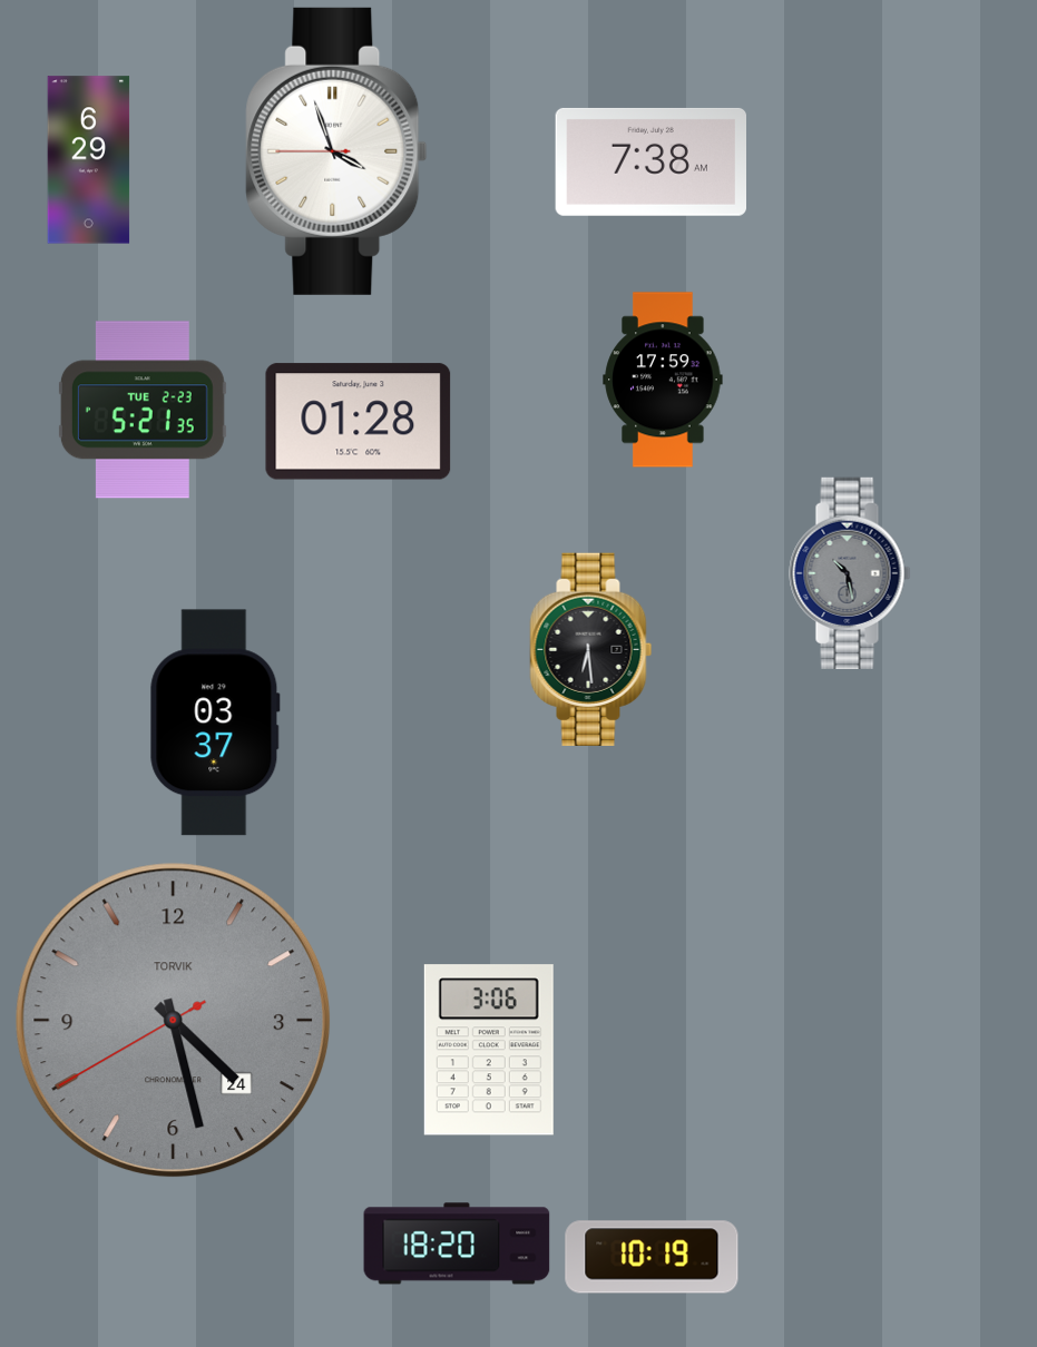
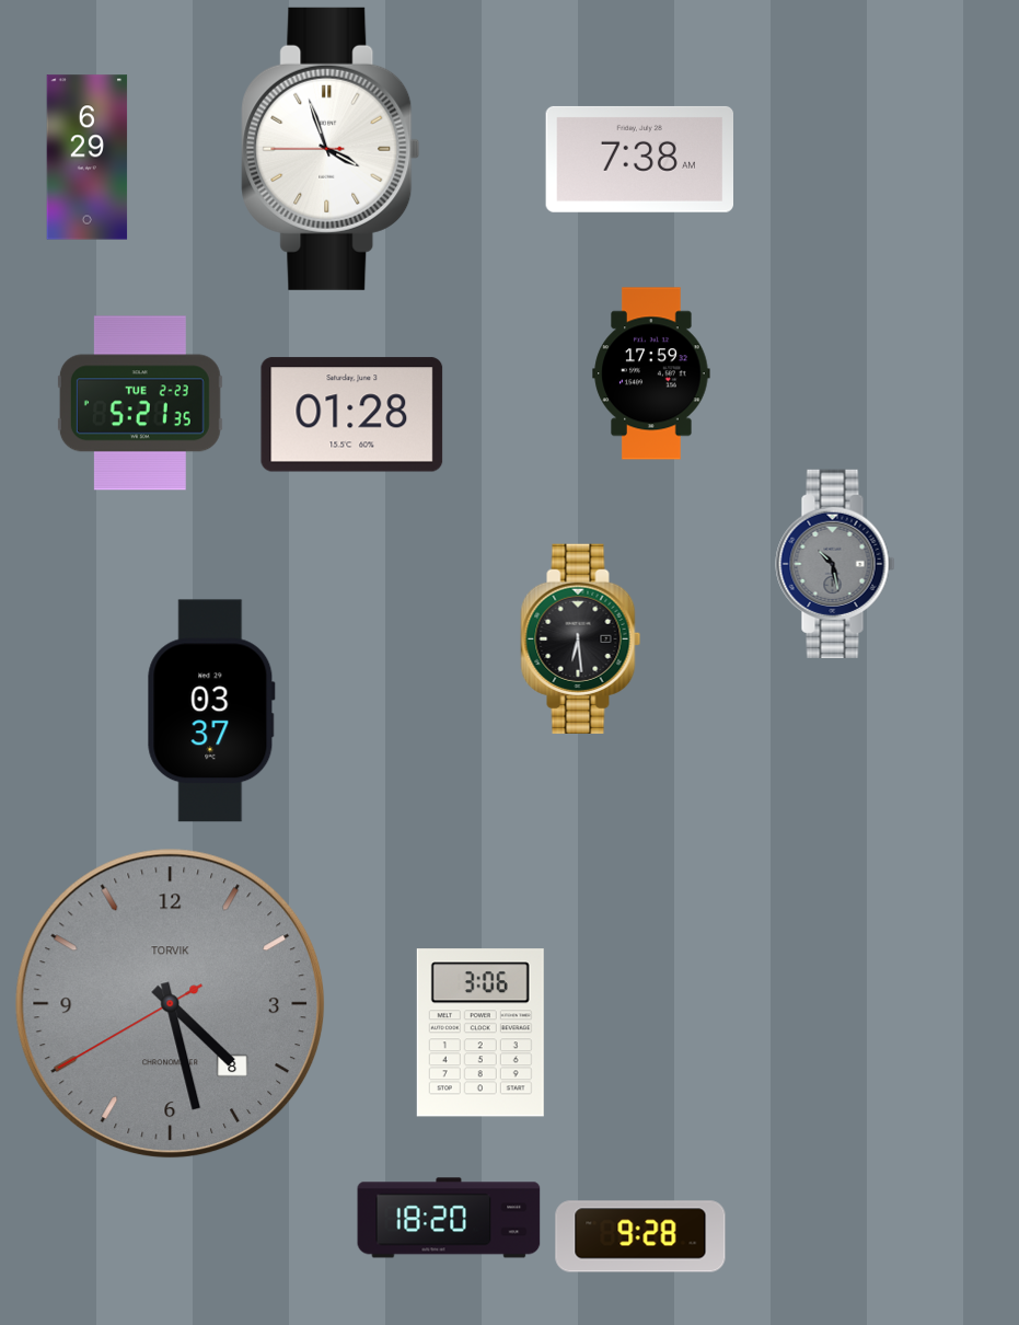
clock at (174, 1021) date: 24 -> 8
clock at (457, 1243) position: (457, 1243) -> (449, 1218)
clock at (652, 1257): 10:19 -> 9:28
